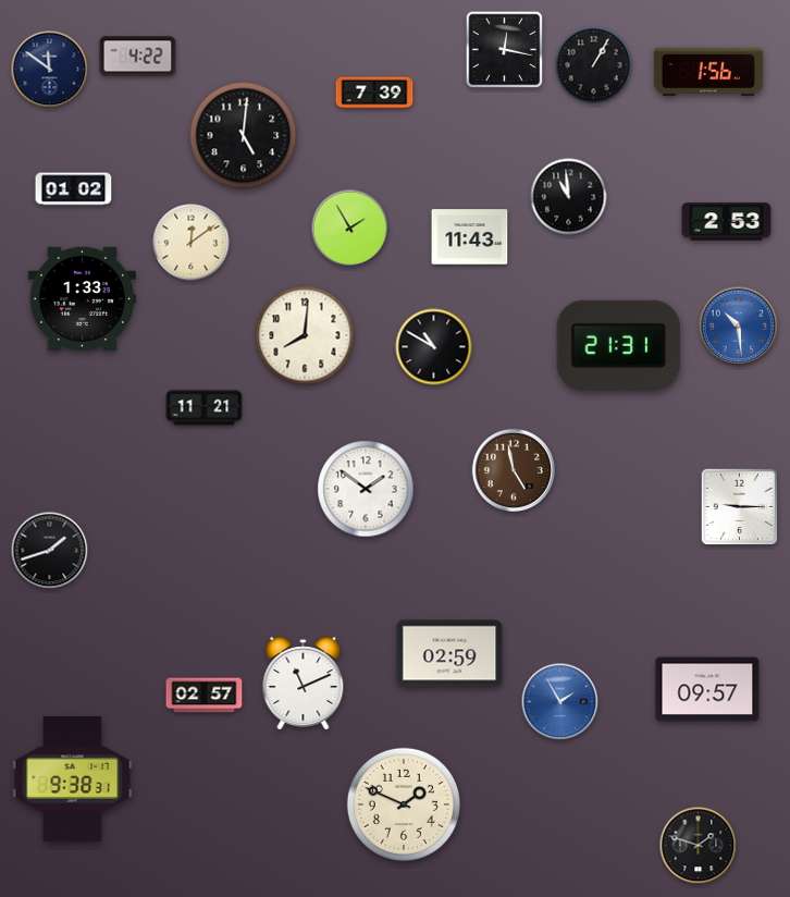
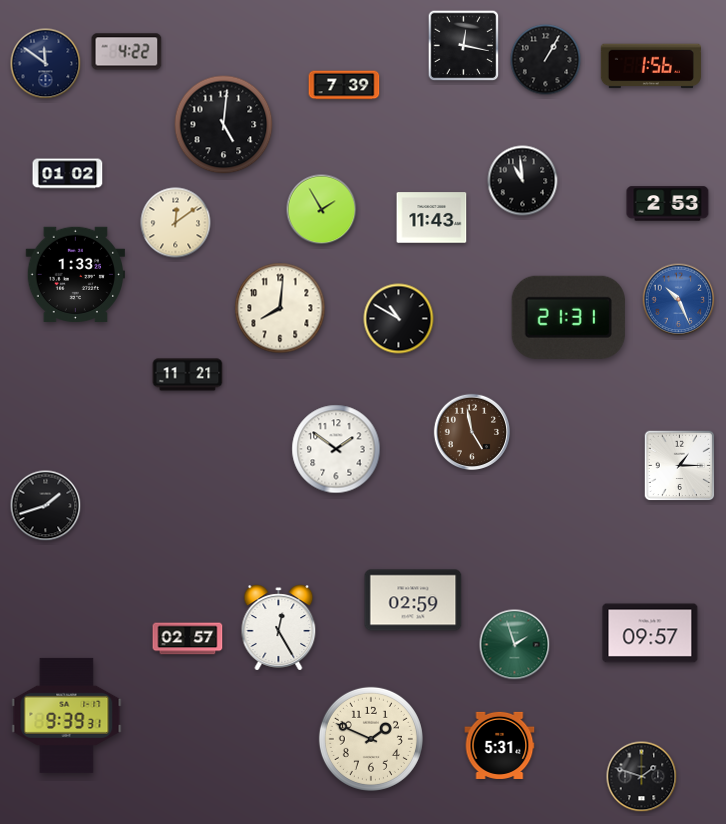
clock at (739, 327): 10:29 -> 10:26
clock at (740, 507): 9:15 -> 1:15
clock at (304, 684): 11:11 -> 12:25
clock at (560, 702): 1:55 -> 1:57
clock at (560, 702) dial: blue -> green
clock at (73, 778): 9:38 -> 9:39
clock at (500, 745): none -> 5:31
